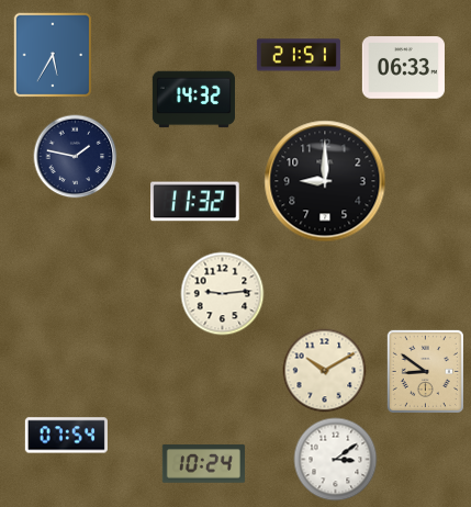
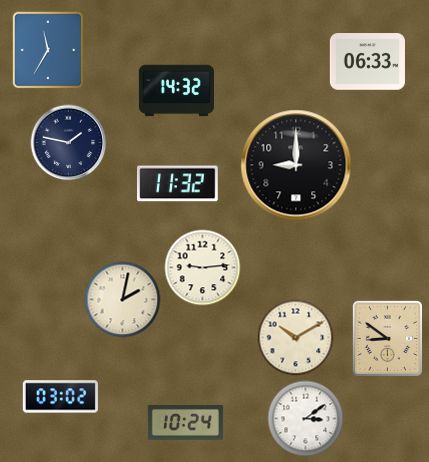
clock at (53, 55): 5:35 -> 11:35
clock at (299, 55): 21:51 -> none
clock at (123, 300): none -> 2:02
clock at (66, 436): 07:54 -> 03:02
